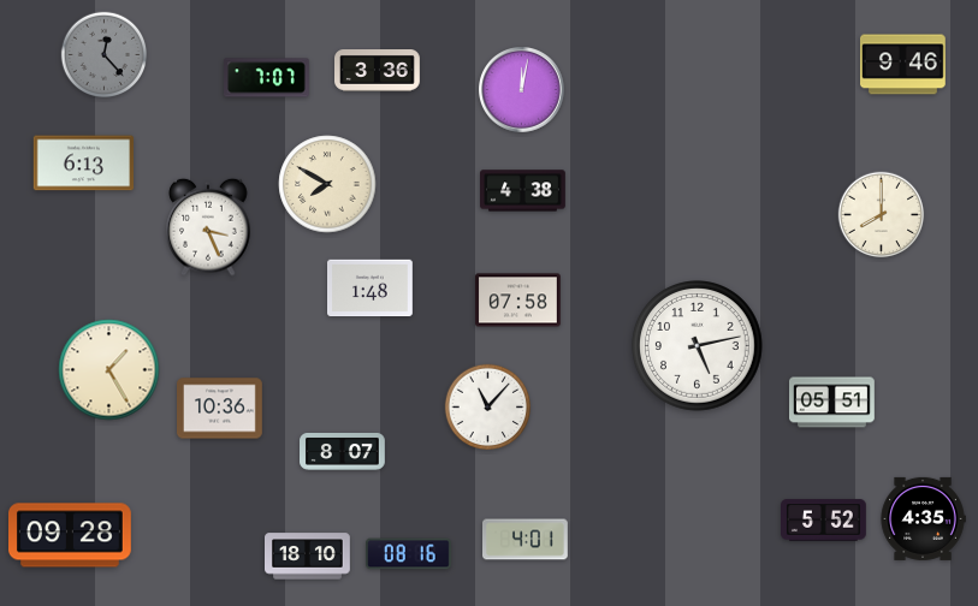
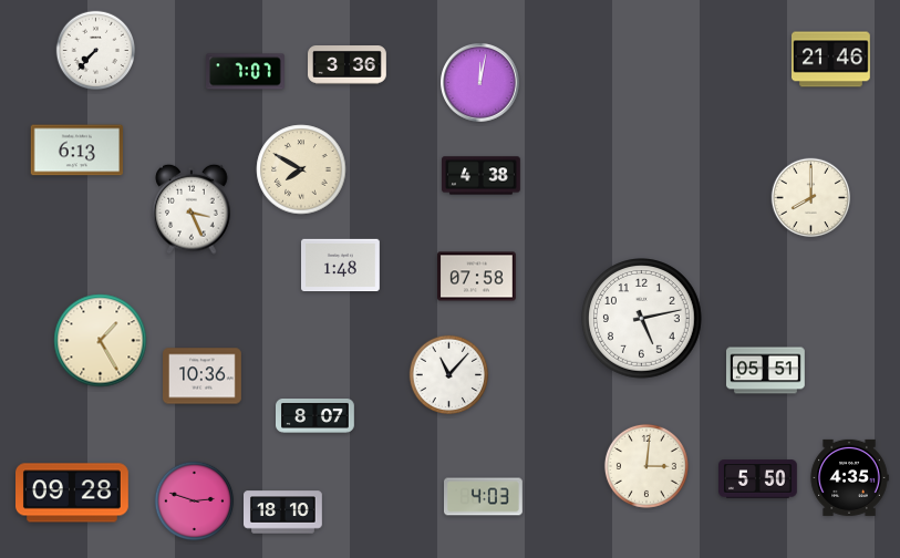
clock at (105, 55): 12:23 -> 7:37
clock at (105, 55) dial: grey -> white
clock at (903, 65): 9:46 -> 21:46
clock at (646, 466): none -> 3:01
clock at (824, 521): 5:52 -> 5:50
clock at (71, 535) position: (71, 535) -> (73, 493)
clock at (526, 540): 4:01 -> 4:03
clock at (195, 502): none -> 2:48
clock at (409, 554): 08:16 -> none
